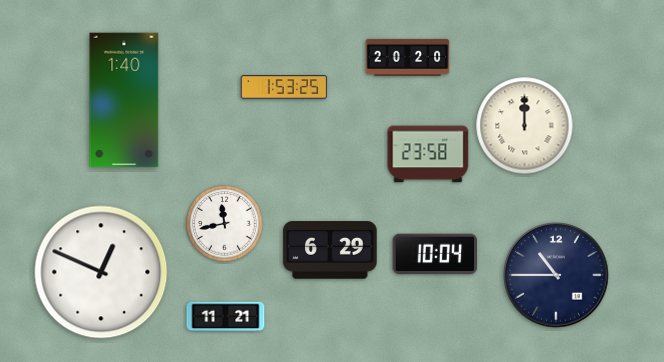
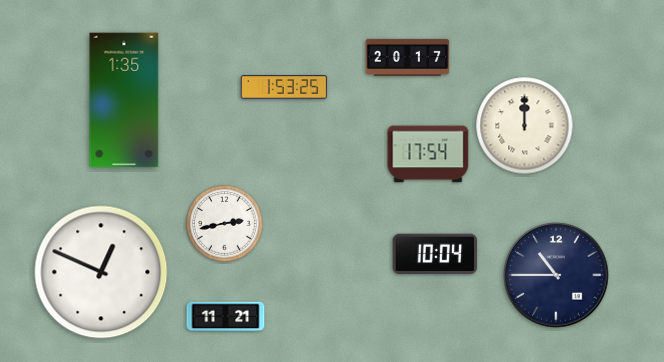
clock at (408, 57): 20:20 -> 20:17
clock at (124, 100): 1:40 -> 1:35
clock at (428, 154): 23:58 -> 17:54
clock at (225, 224): 11:43 -> 2:43
clock at (330, 250): 6:29 -> none
